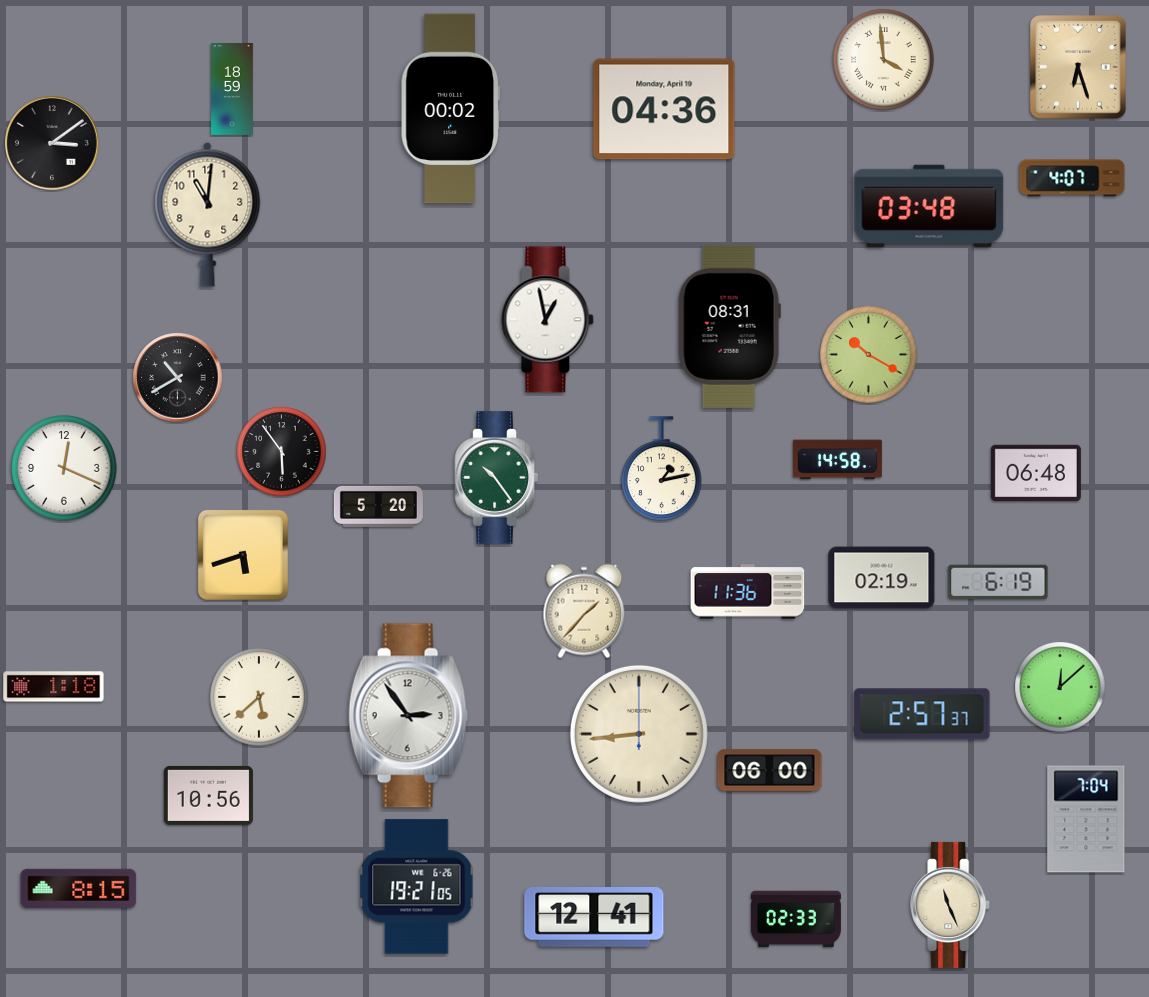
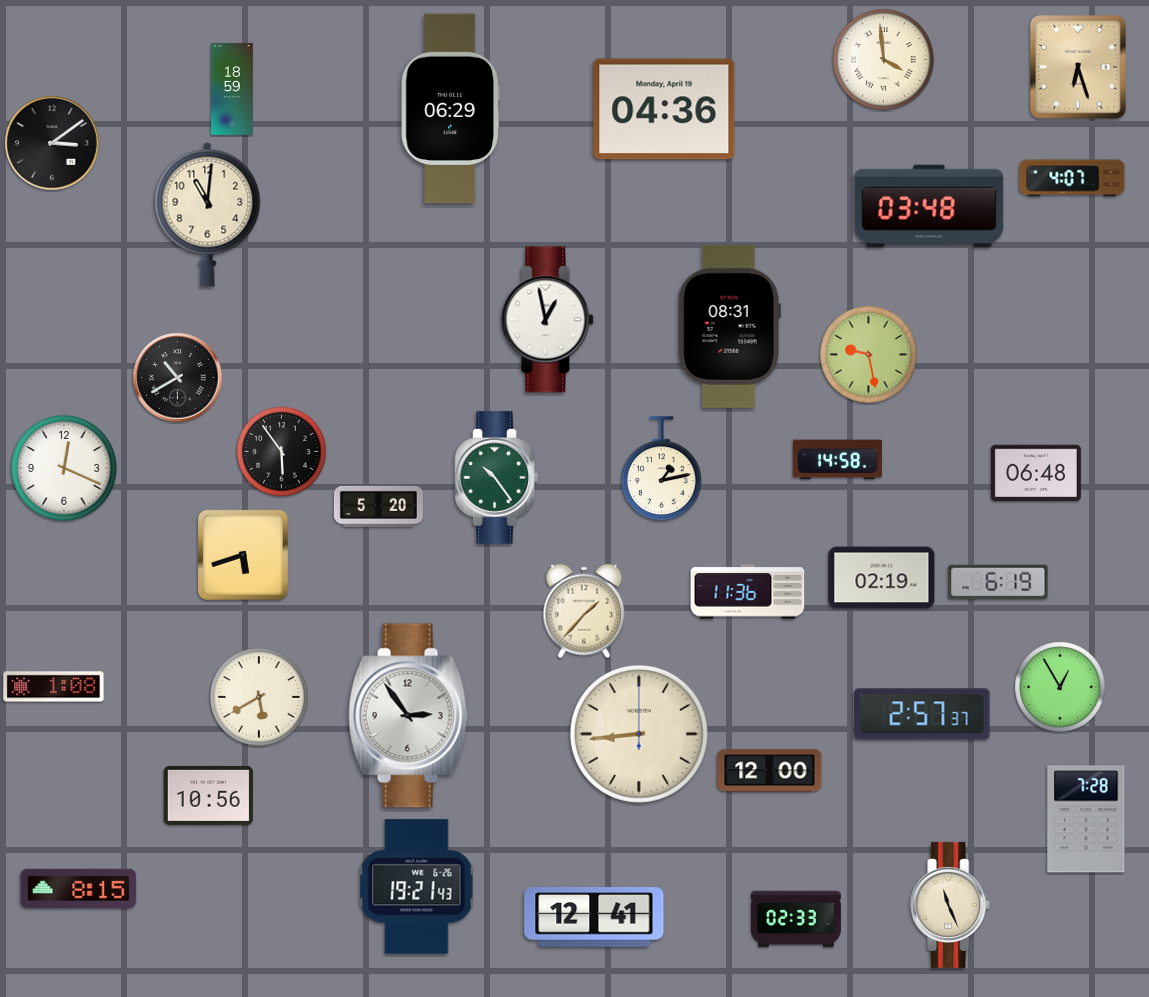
clock at (450, 109): 00:02 -> 06:29
clock at (869, 355): 10:20 -> 9:28
clock at (54, 687): 1:18 -> 1:08
clock at (1060, 687): 12:08 -> 12:55
clock at (259, 697): 5:38 -> 5:40
clock at (770, 771): 06:00 -> 12:00
clock at (1086, 819): 7:04 -> 7:28
clock at (417, 887): 19:21:05 -> 19:21:43
